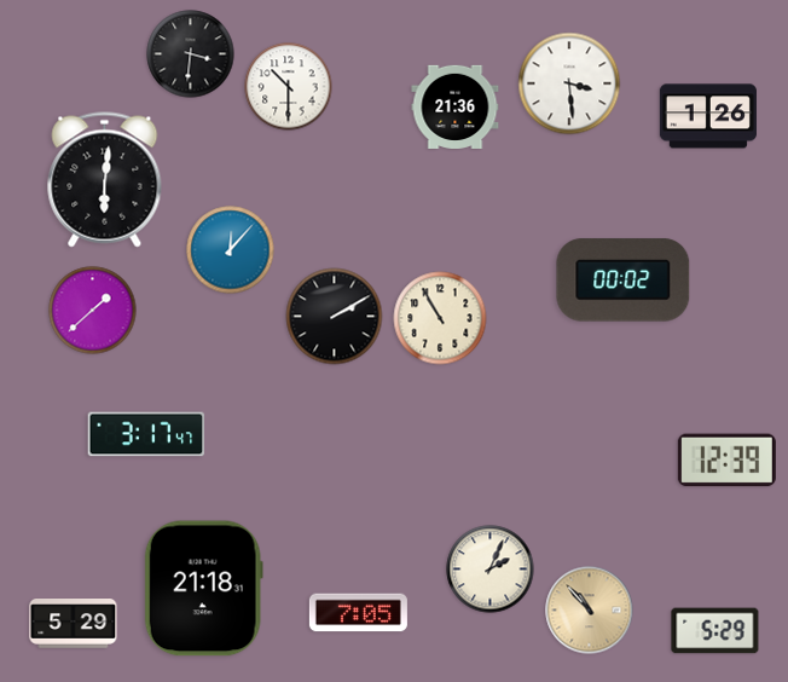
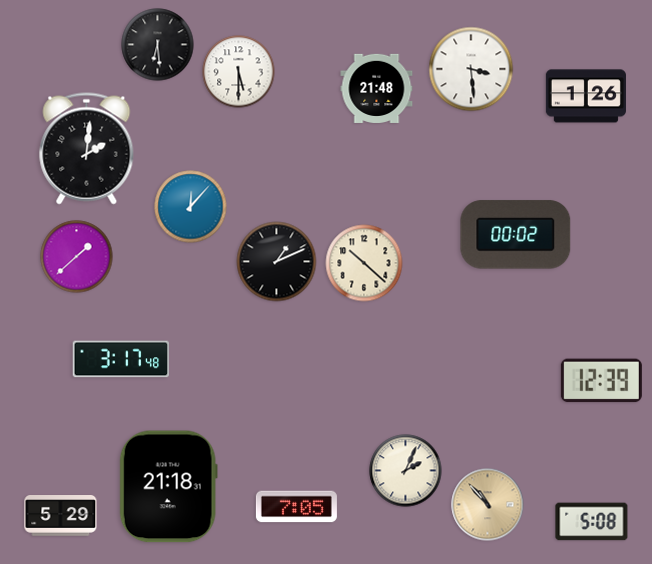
clock at (191, 54): 3:31 -> 6:29
clock at (289, 87): 10:30 -> 5:30
clock at (456, 106): 21:36 -> 21:48
clock at (105, 180): 6:01 -> 2:01
clock at (624, 281) position: (624, 281) -> (516, 235)
clock at (335, 317): 2:10 -> 1:11
clock at (440, 318): 10:55 -> 10:22
clock at (146, 434): 3:17:47 -> 3:17:48
clock at (715, 631): 5:29 -> 5:08
